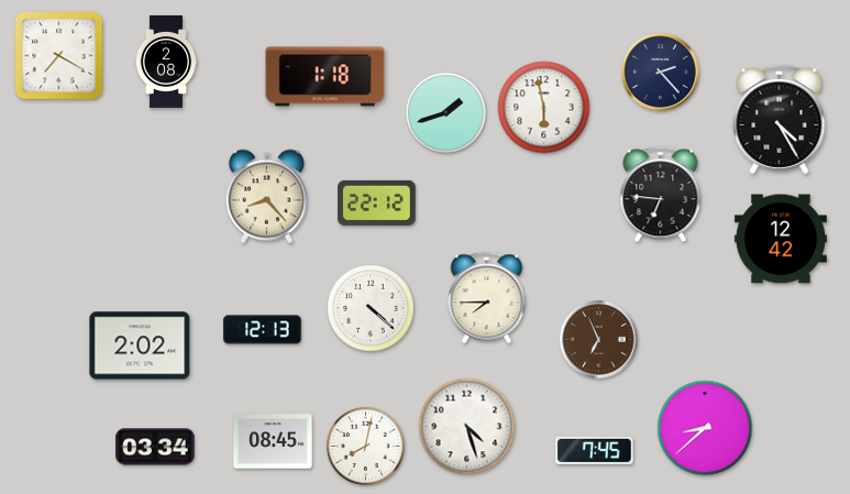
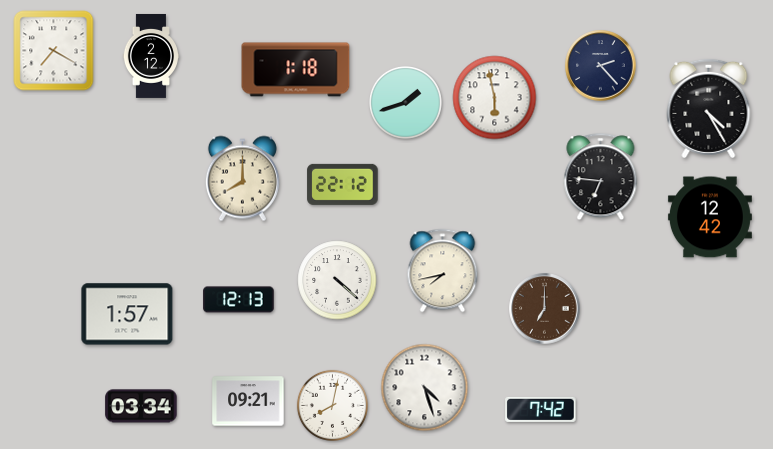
clock at (166, 62): 2:08 -> 2:12
clock at (266, 197): 8:23 -> 8:00
clock at (487, 298): 7:45 -> 7:43
clock at (599, 340): 6:56 -> 7:00
clock at (140, 345): 2:02 -> 1:57
clock at (705, 428): 8:38 -> none
clock at (273, 441): 08:45 -> 09:21
clock at (595, 450): 7:45 -> 7:42
